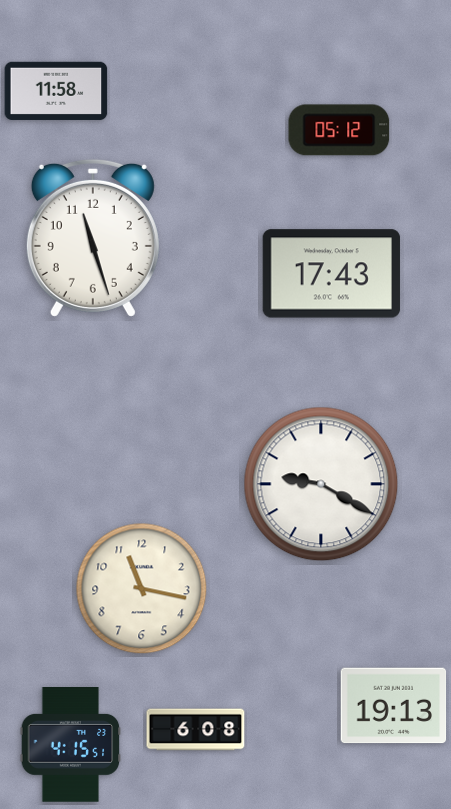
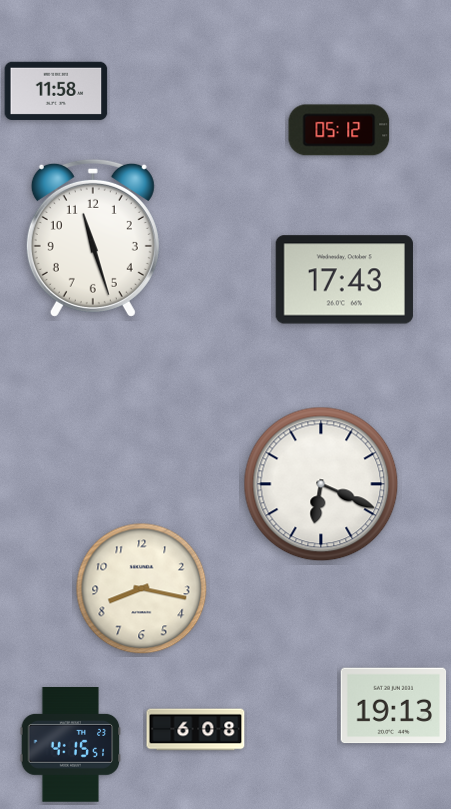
clock at (331, 274) position: (331, 274) -> (344, 280)
clock at (321, 484): 9:20 -> 6:19
clock at (142, 589): 11:17 -> 8:17
